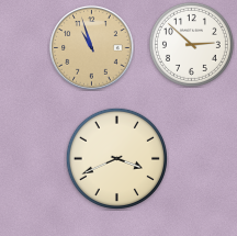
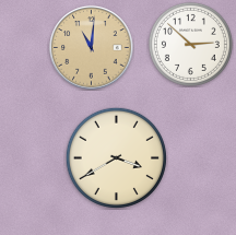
clock at (92, 48): 10:57 -> 11:01
clock at (116, 158): 3:41 -> 3:40
